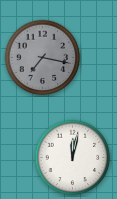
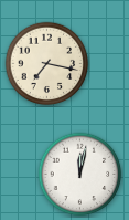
clock at (43, 58) dial: grey -> cream
